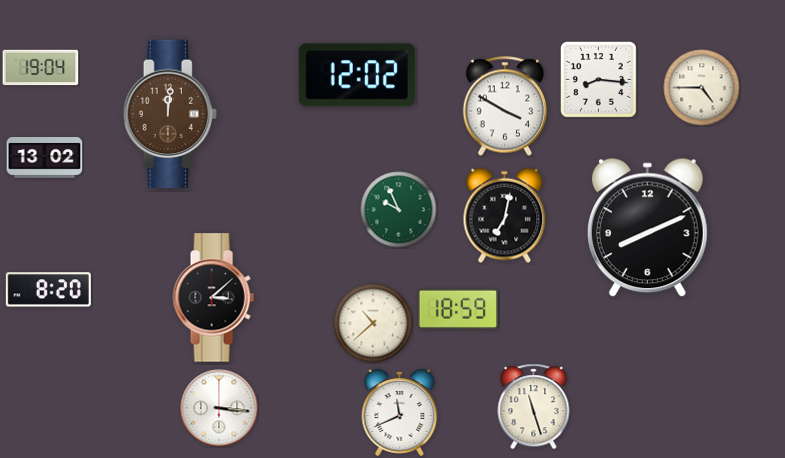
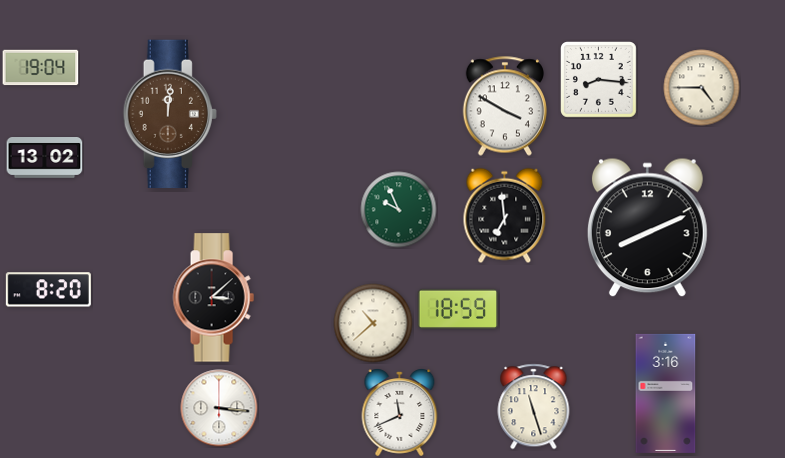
clock at (357, 75): 12:02 -> none
clock at (505, 216): 7:02 -> 6:59
clock at (666, 393): none -> 3:16
